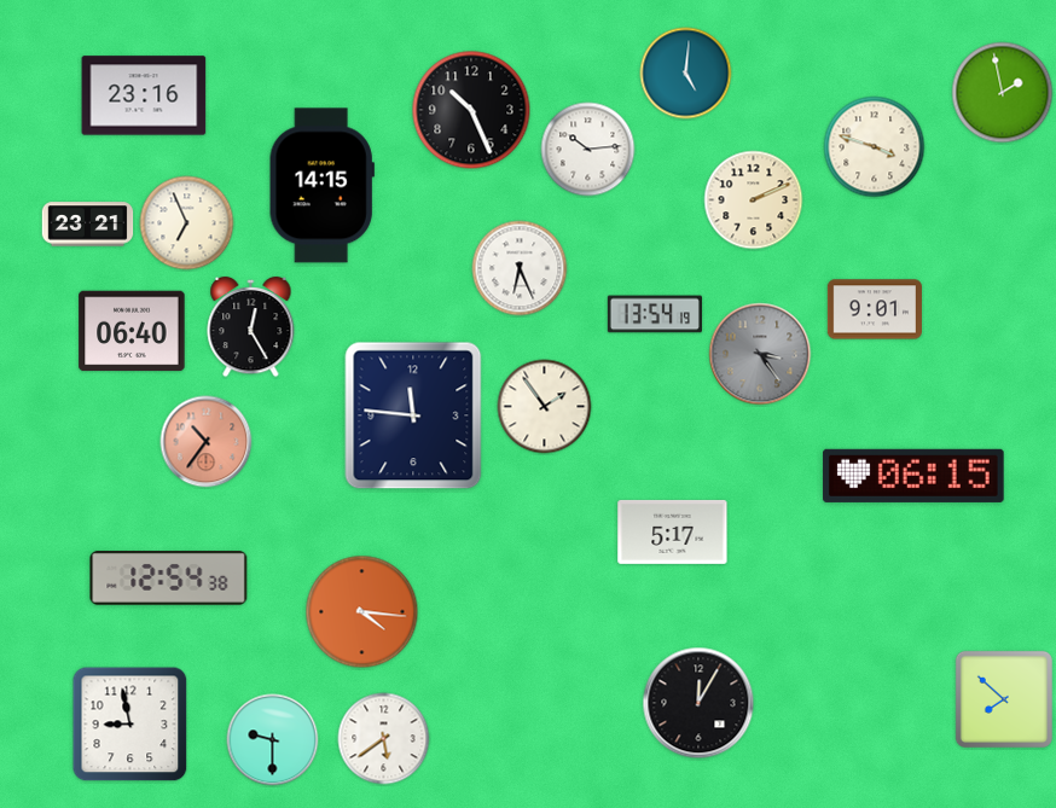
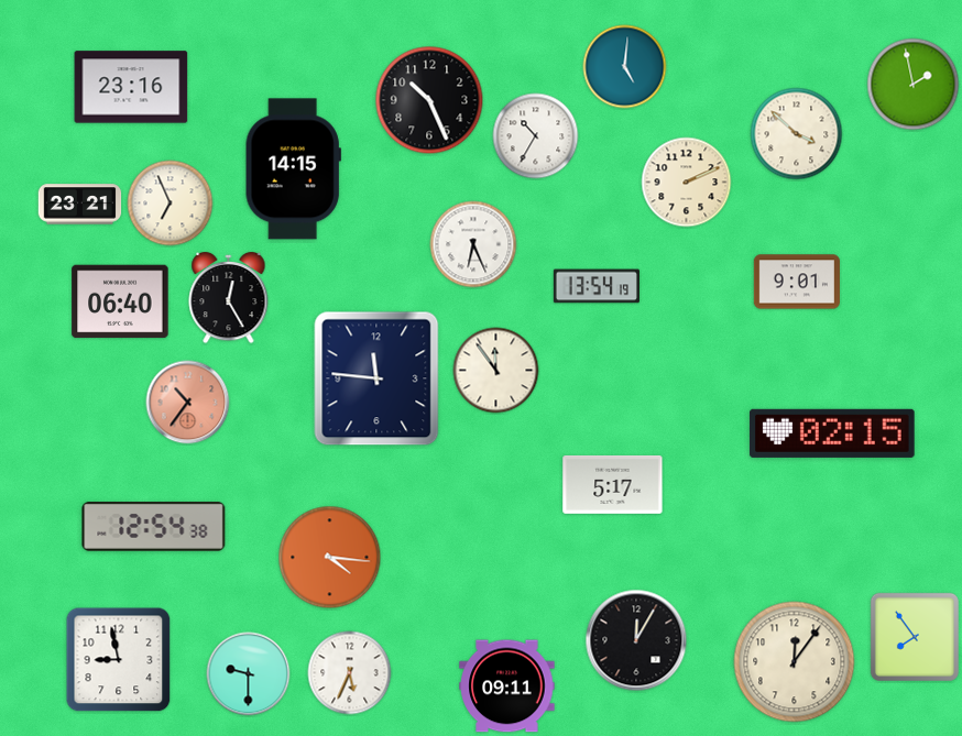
clock at (875, 147): 3:48 -> 3:52
clock at (588, 150): 10:14 -> 10:35
clock at (760, 354): 3:24 -> none
clock at (545, 407): 1:54 -> 11:54
clock at (913, 476): 06:15 -> 02:15
clock at (1004, 699): 7:52 -> 7:54
clock at (795, 662): none -> 12:06
clock at (384, 739): 5:39 -> 5:34
clock at (507, 686): none -> 09:11
